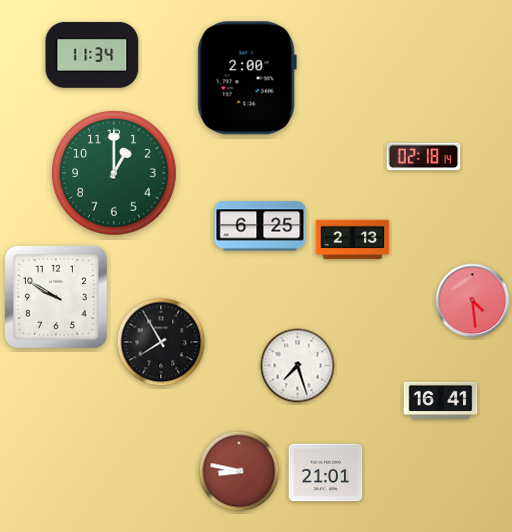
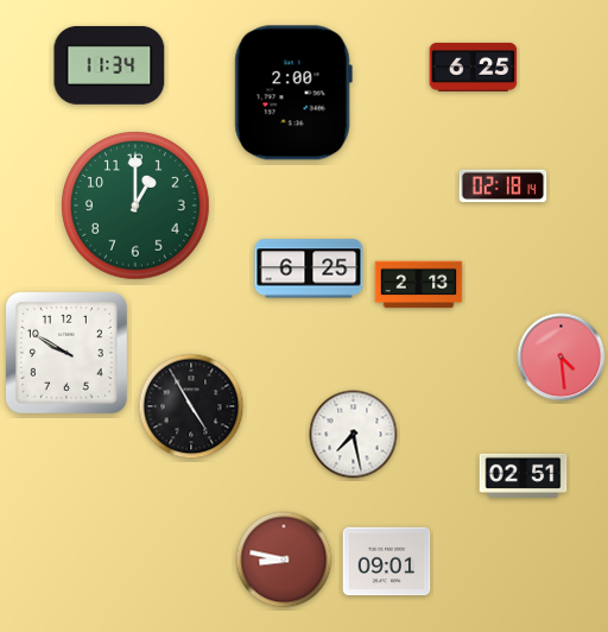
clock at (474, 68): none -> 6:25
clock at (161, 342): 7:55 -> 4:55
clock at (298, 366): 7:27 -> 7:28
clock at (441, 400): 16:41 -> 02:51
clock at (326, 473): 21:01 -> 09:01
